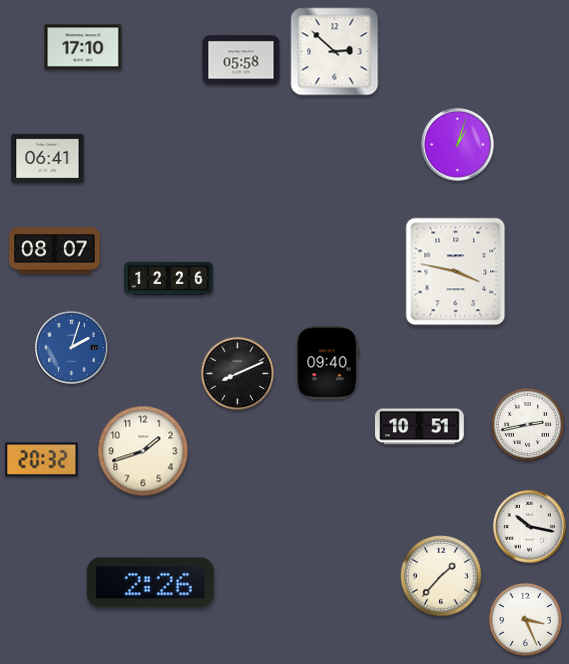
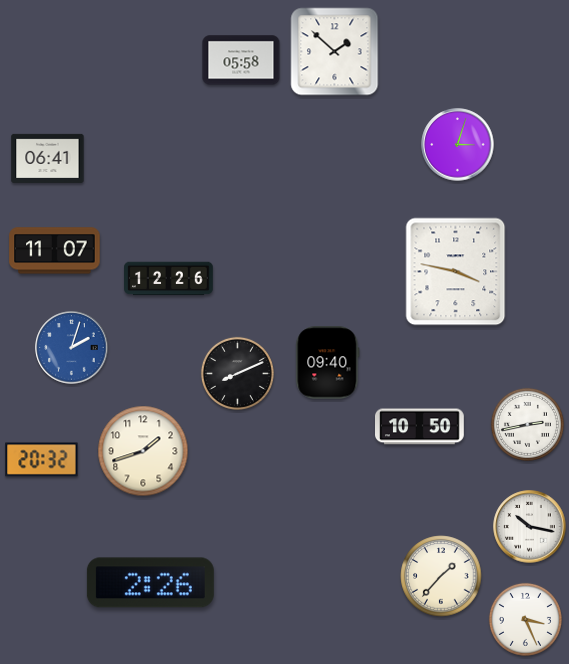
clock at (83, 47): 17:10 -> none
clock at (335, 52): 2:52 -> 1:52
clock at (458, 145): 1:03 -> 3:03
clock at (55, 251): 08:07 -> 11:07
clock at (420, 427): 10:51 -> 10:50
